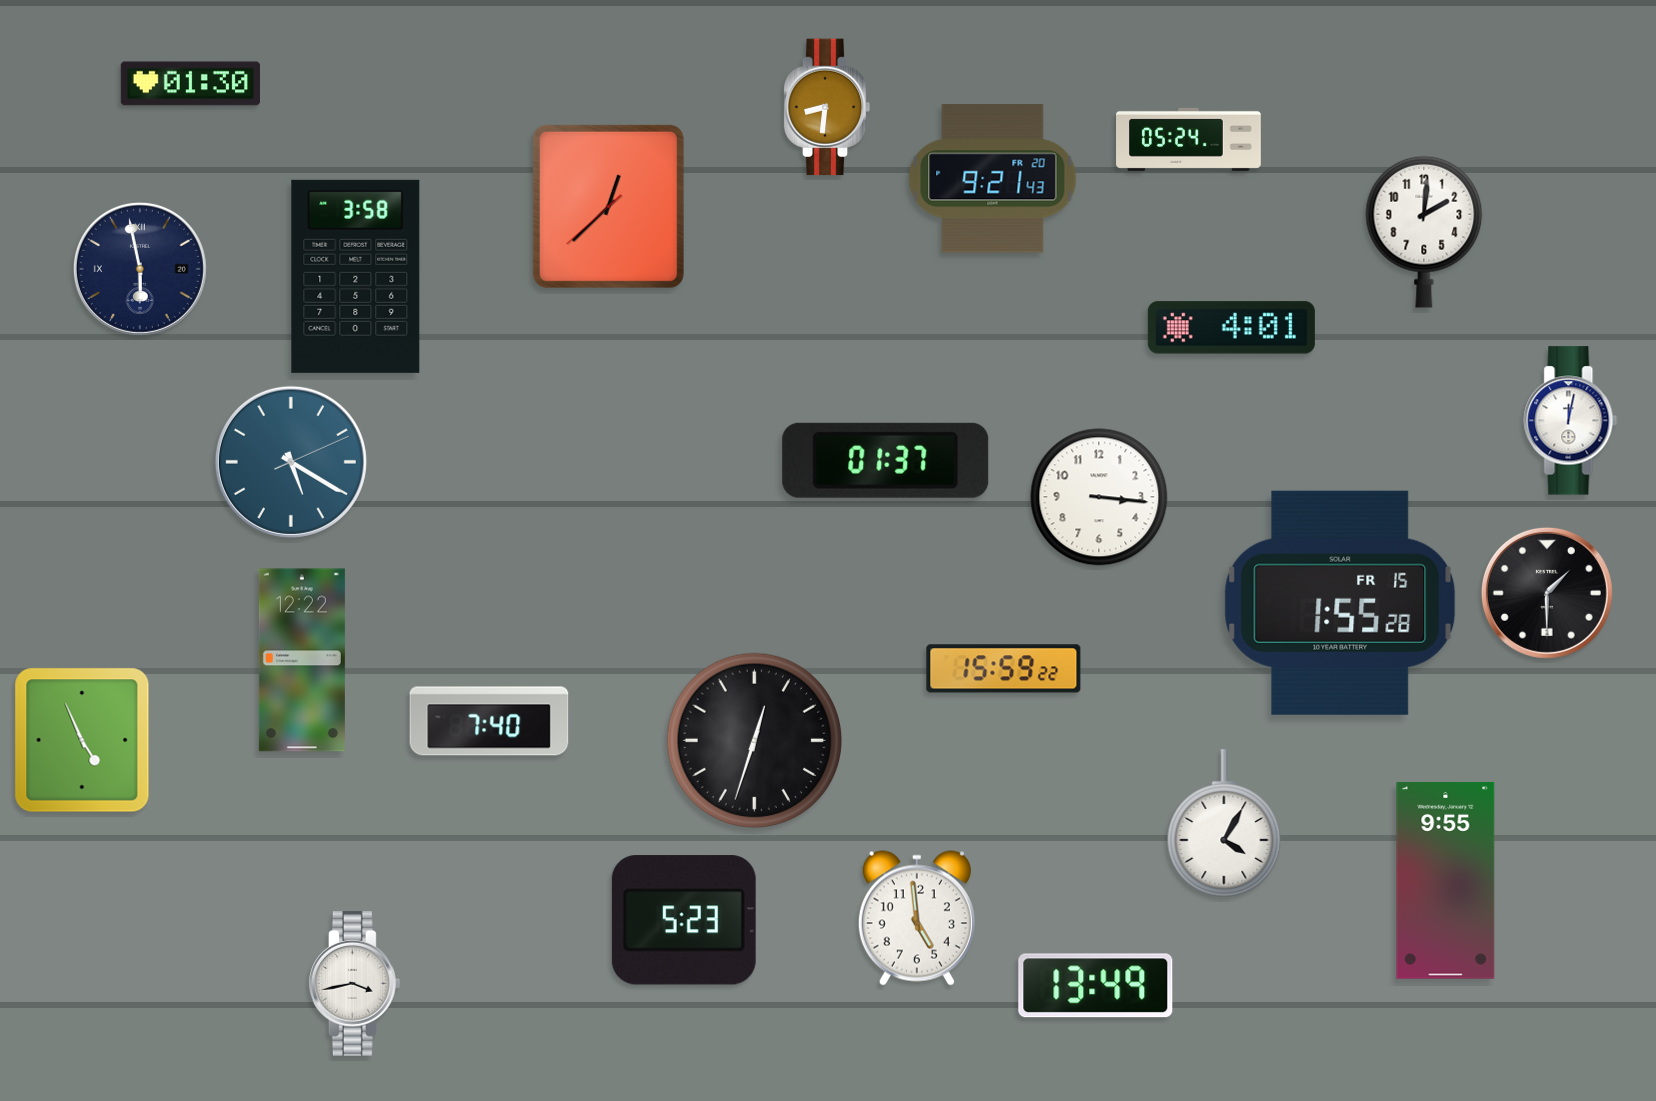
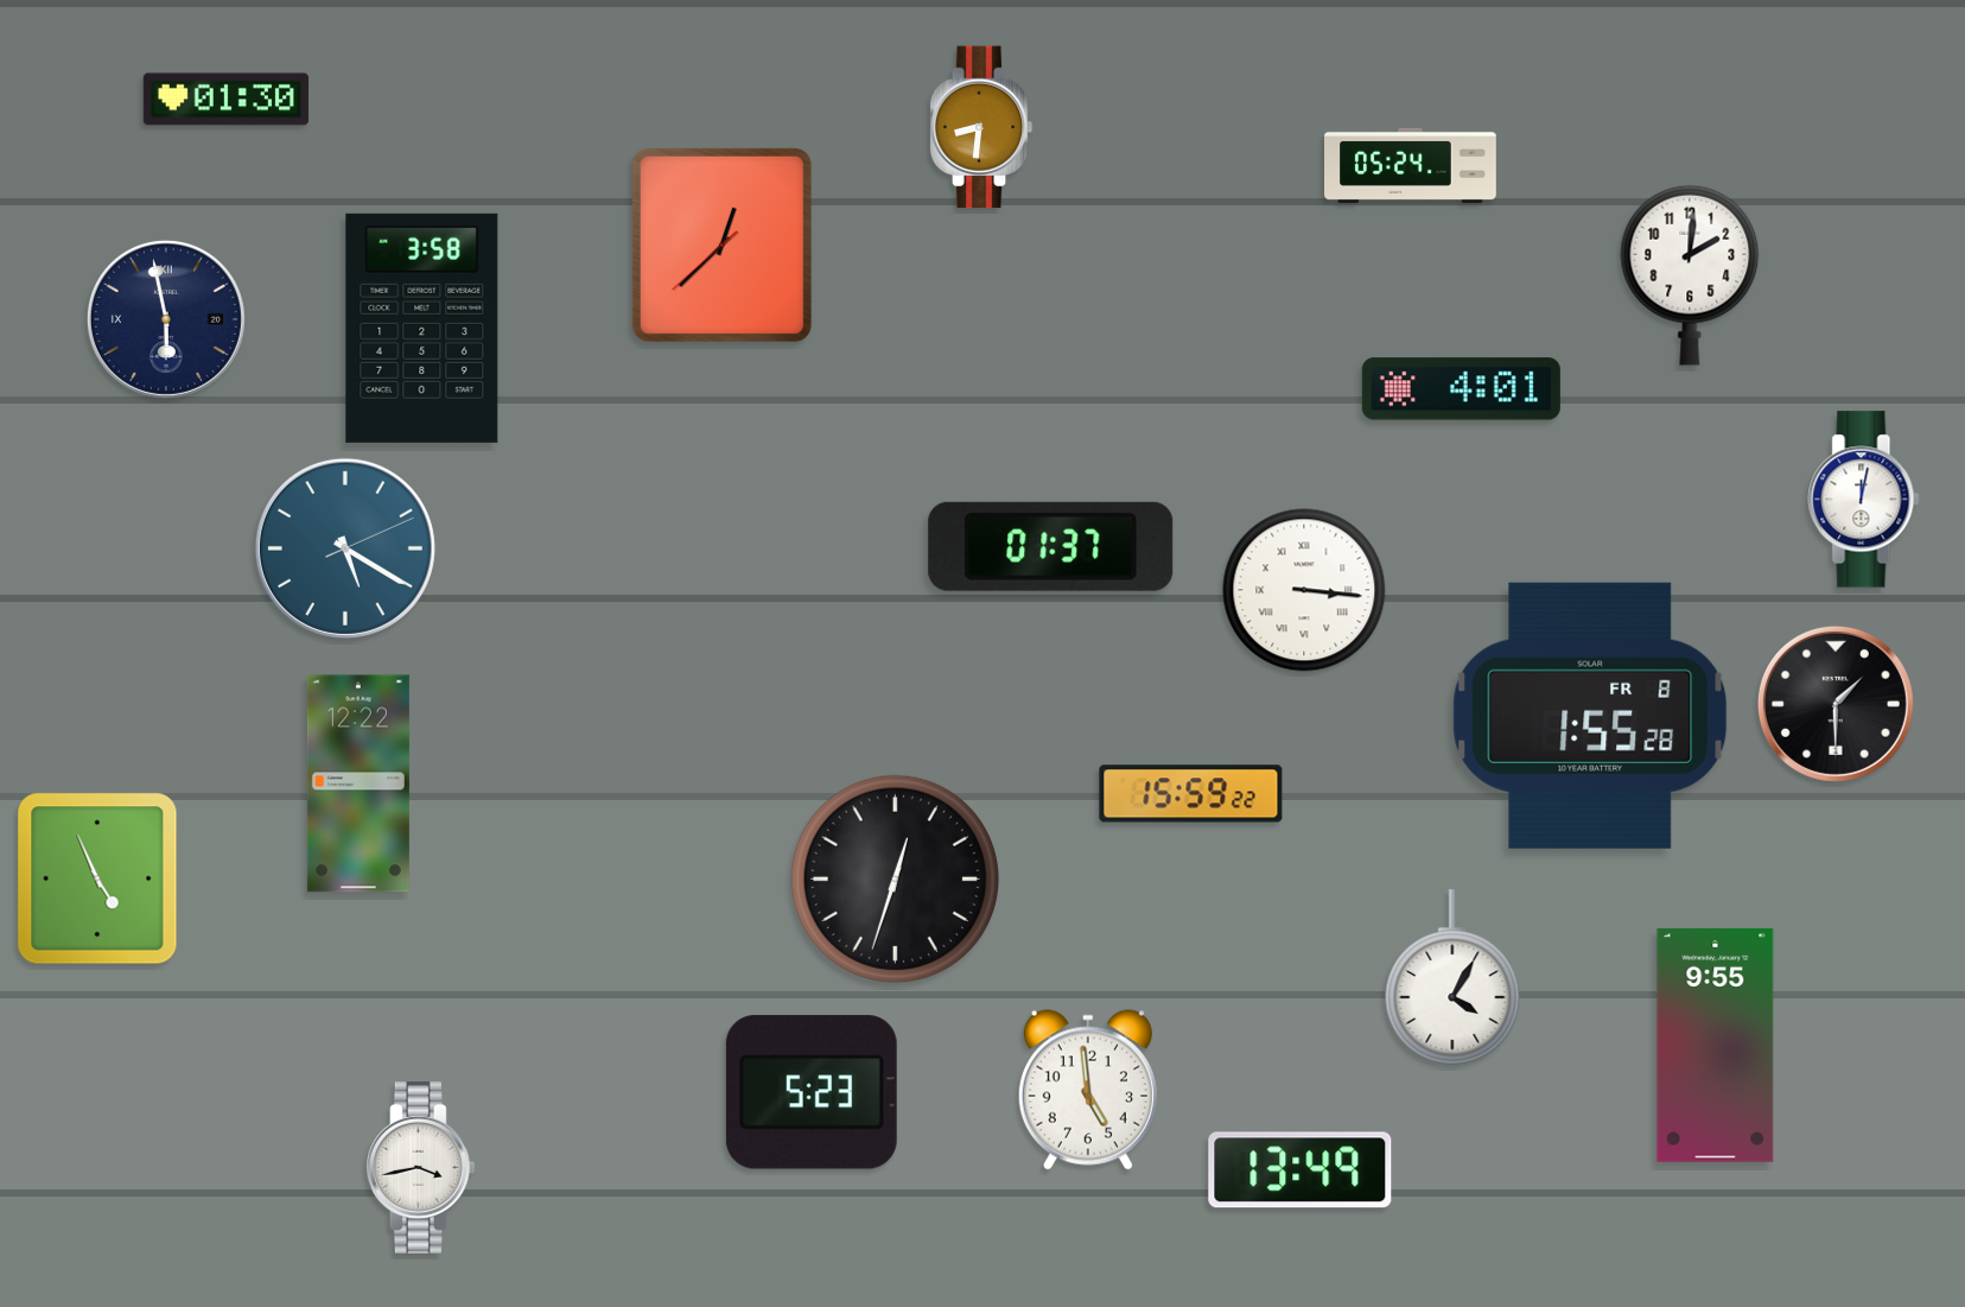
clock at (993, 179): 9:21 -> none
clock at (1099, 497) numerals: Arabic -> Roman
clock at (1340, 603) date: FR 15 -> FR 8
clock at (489, 721): 7:40 -> none
